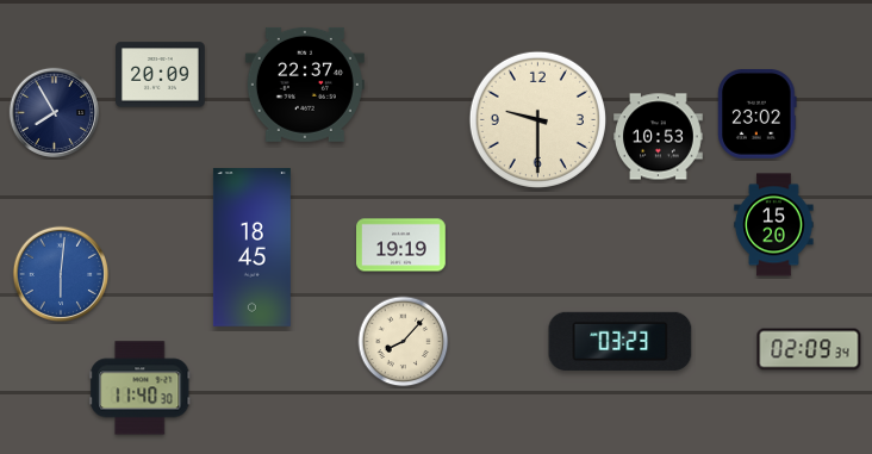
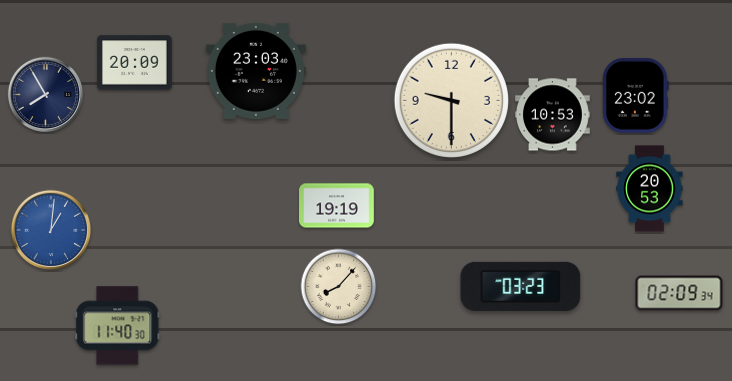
clock at (305, 85): 22:37 -> 23:03
clock at (774, 225): 15:20 -> 20:53
clock at (251, 248): 18:45 -> none
clock at (61, 274): 6:01 -> 1:01
